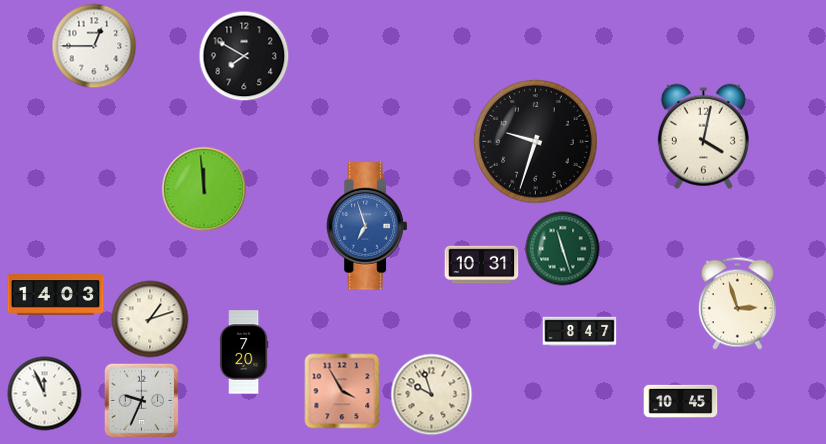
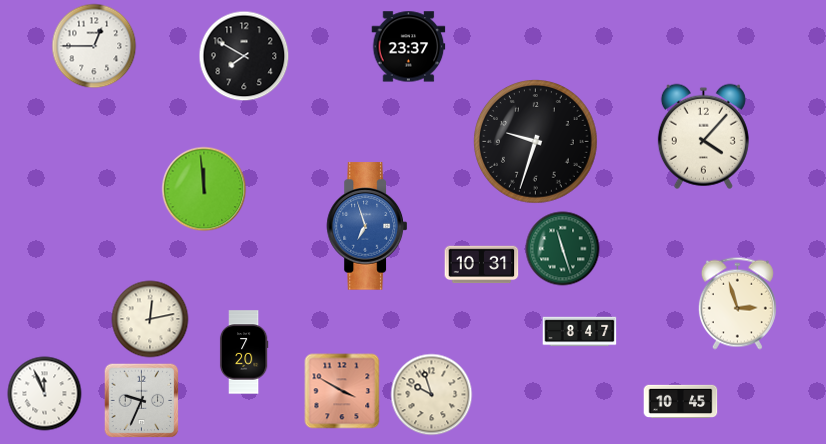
clock at (409, 47): none -> 23:37
clock at (703, 136): 4:02 -> 4:07
clock at (56, 295): 14:03 -> none
clock at (150, 319): 1:12 -> 12:13
clock at (342, 391): 3:55 -> 3:50
